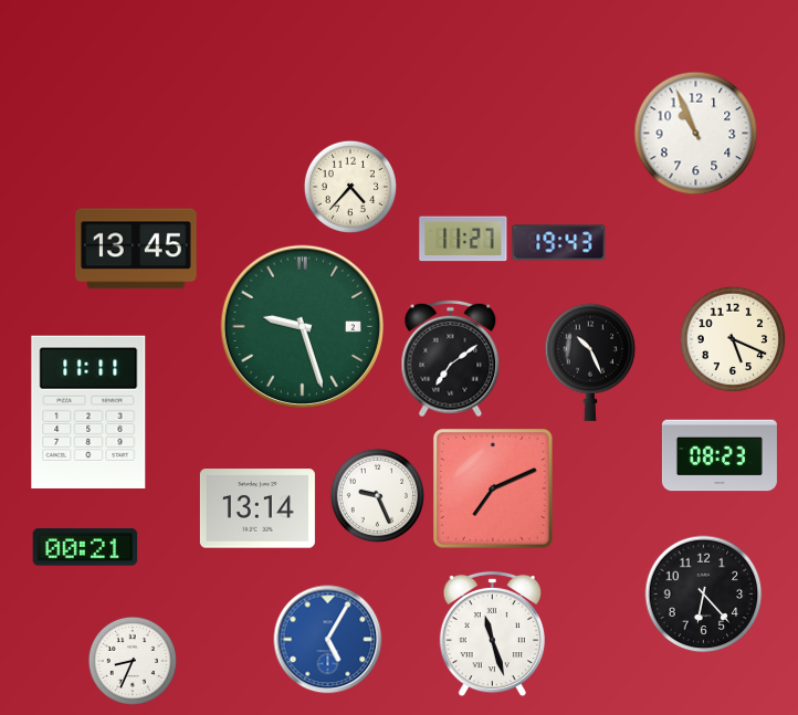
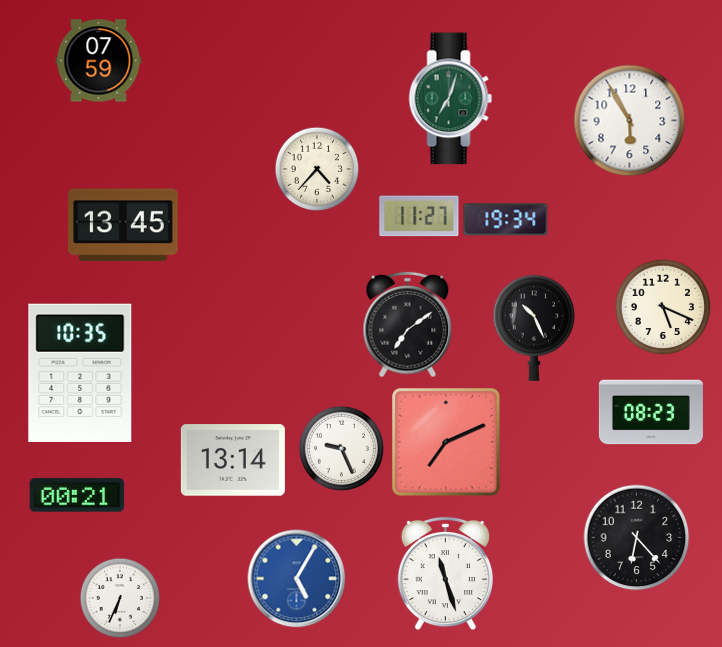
clock at (99, 61): none -> 07:59
clock at (451, 99): none -> 7:03
clock at (696, 134): 10:56 -> 5:55
clock at (559, 243): 19:43 -> 19:34
clock at (302, 326): 9:27 -> none
clock at (88, 412): 11:11 -> 10:35
clock at (133, 661): 8:34 -> 6:34
